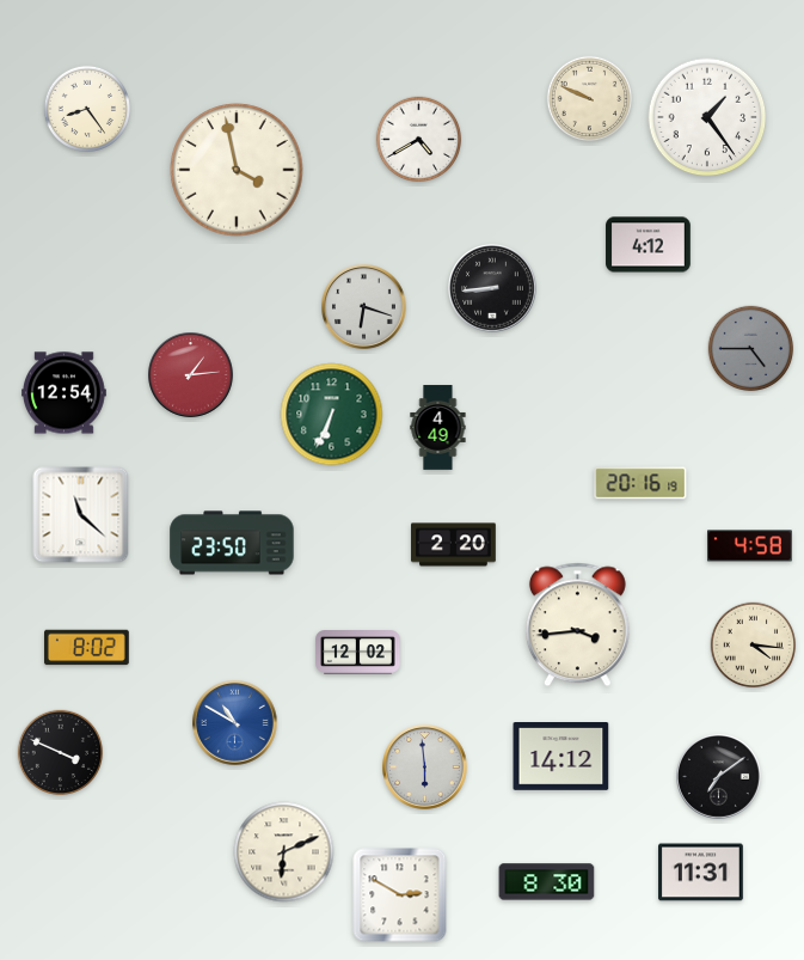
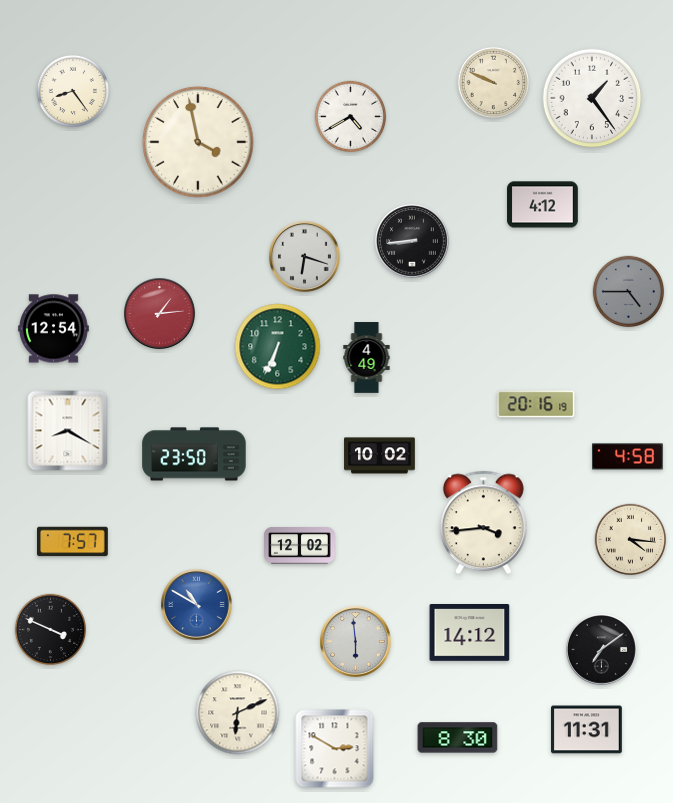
clock at (81, 515): 11:22 -> 8:20
clock at (454, 545): 2:20 -> 10:02
clock at (87, 648): 8:02 -> 7:57
